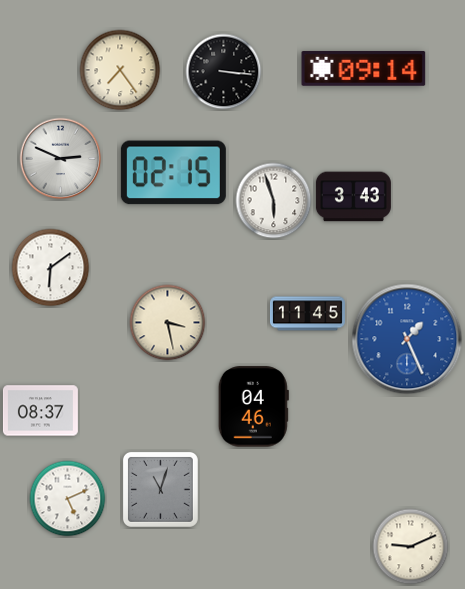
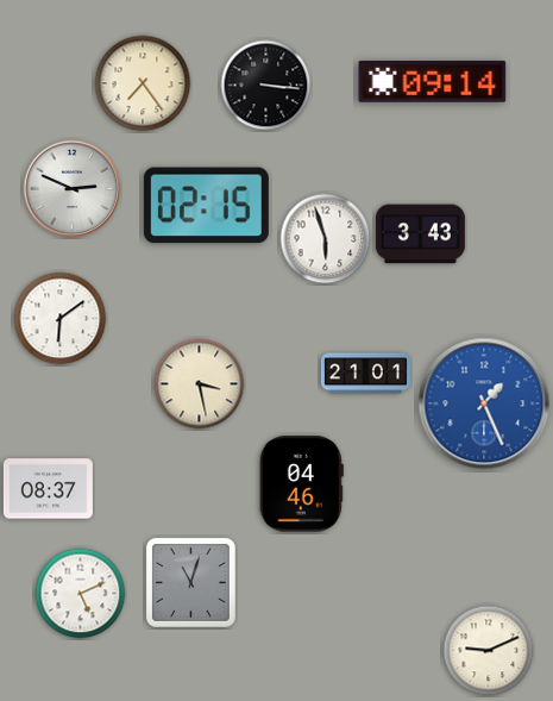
clock at (307, 314): 11:45 -> 21:01
